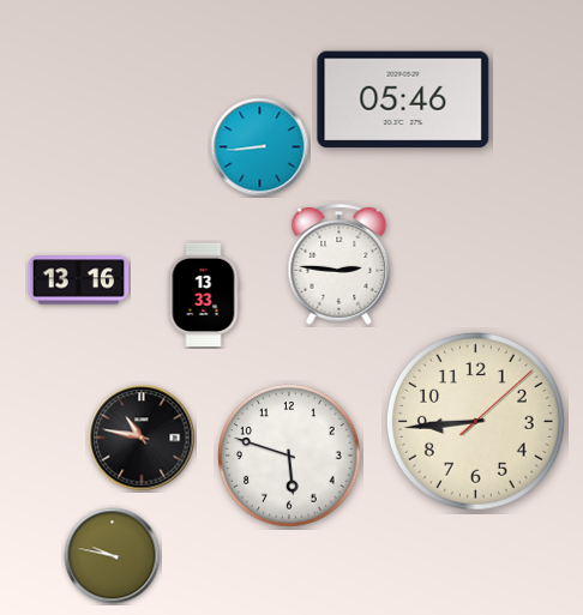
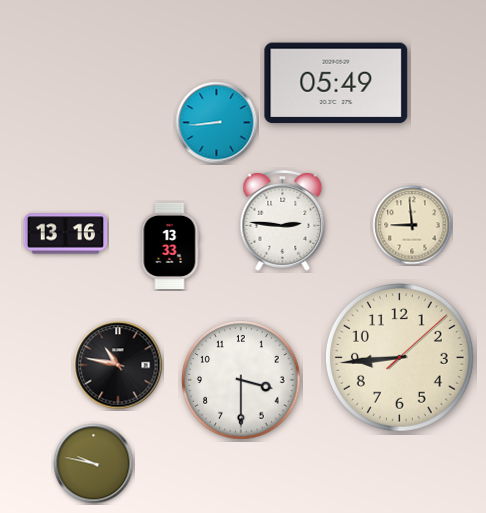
clock at (403, 100): 05:46 -> 05:49
clock at (412, 225): none -> 8:59
clock at (475, 421) position: (475, 421) -> (399, 357)
clock at (289, 456): 5:48 -> 3:30
